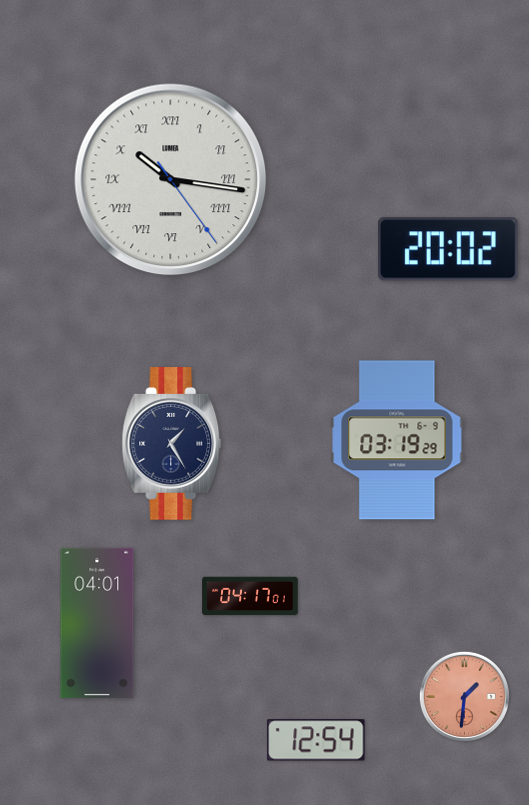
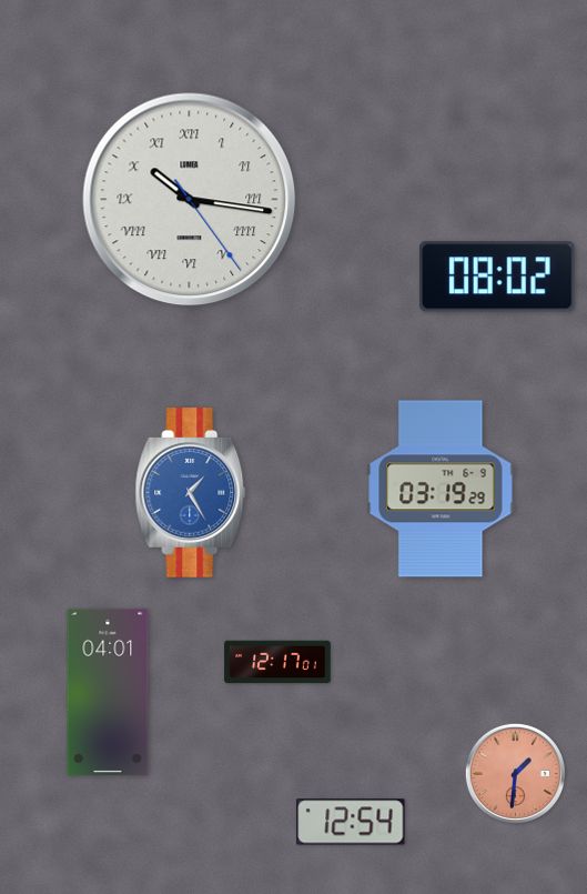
clock at (449, 249): 20:02 -> 08:02
clock at (172, 444) dial: navy -> blue
clock at (250, 596): 04:17 -> 12:17
